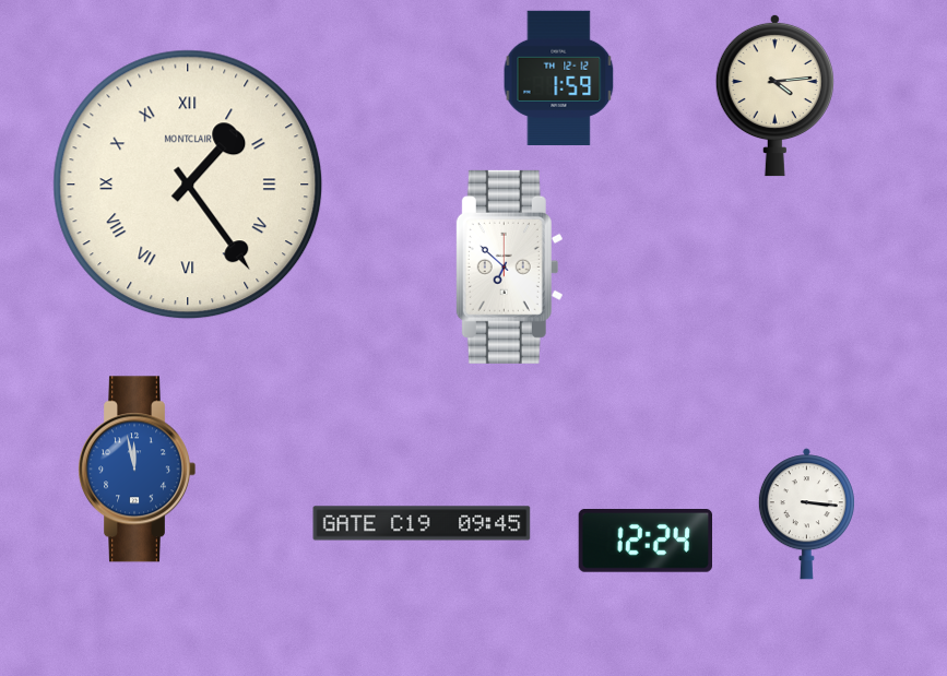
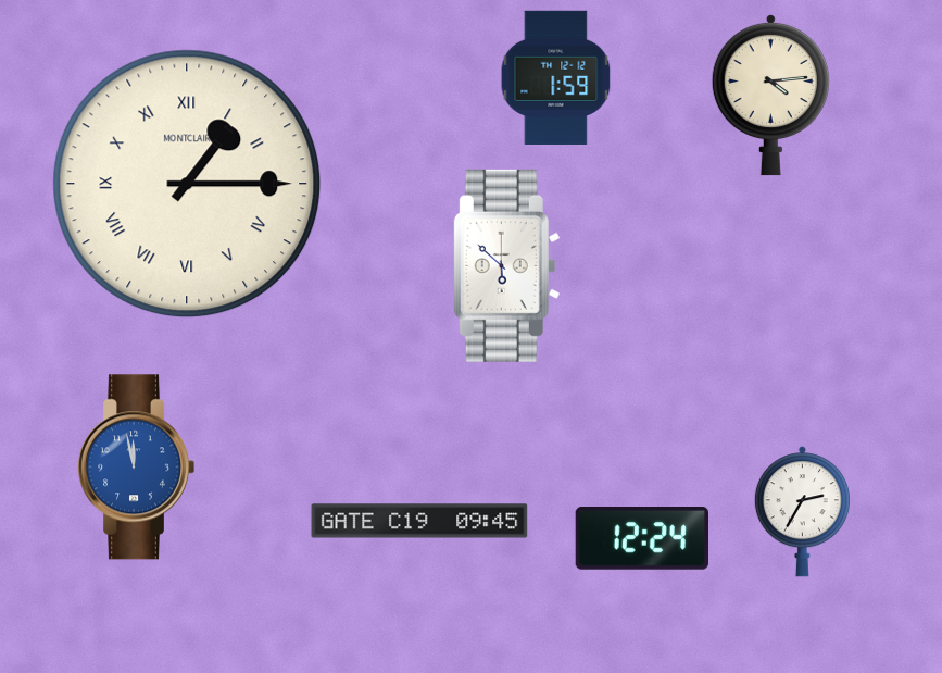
clock at (188, 185): 1:24 -> 1:15
clock at (509, 266): 6:52 -> 5:52
clock at (806, 514): 3:16 -> 2:35
